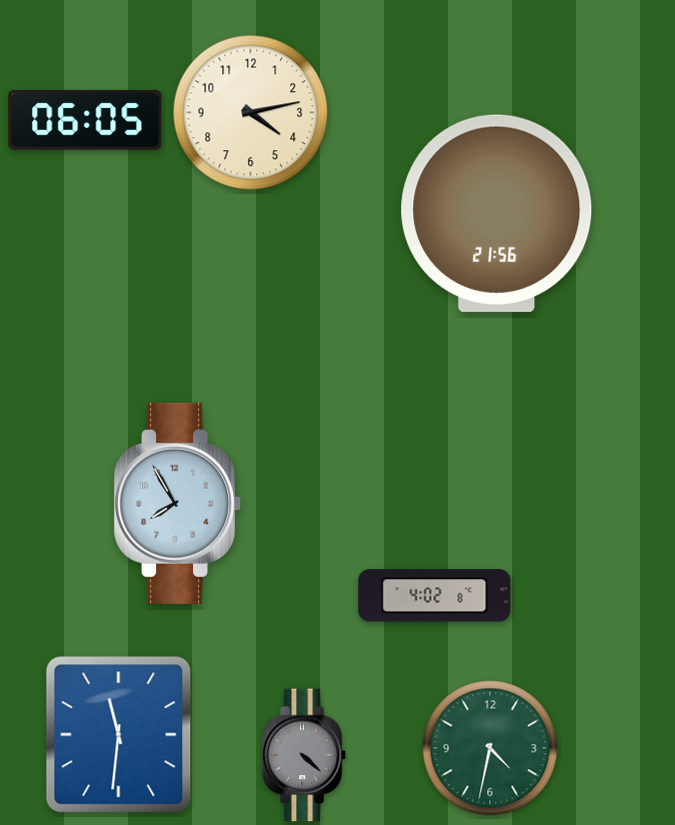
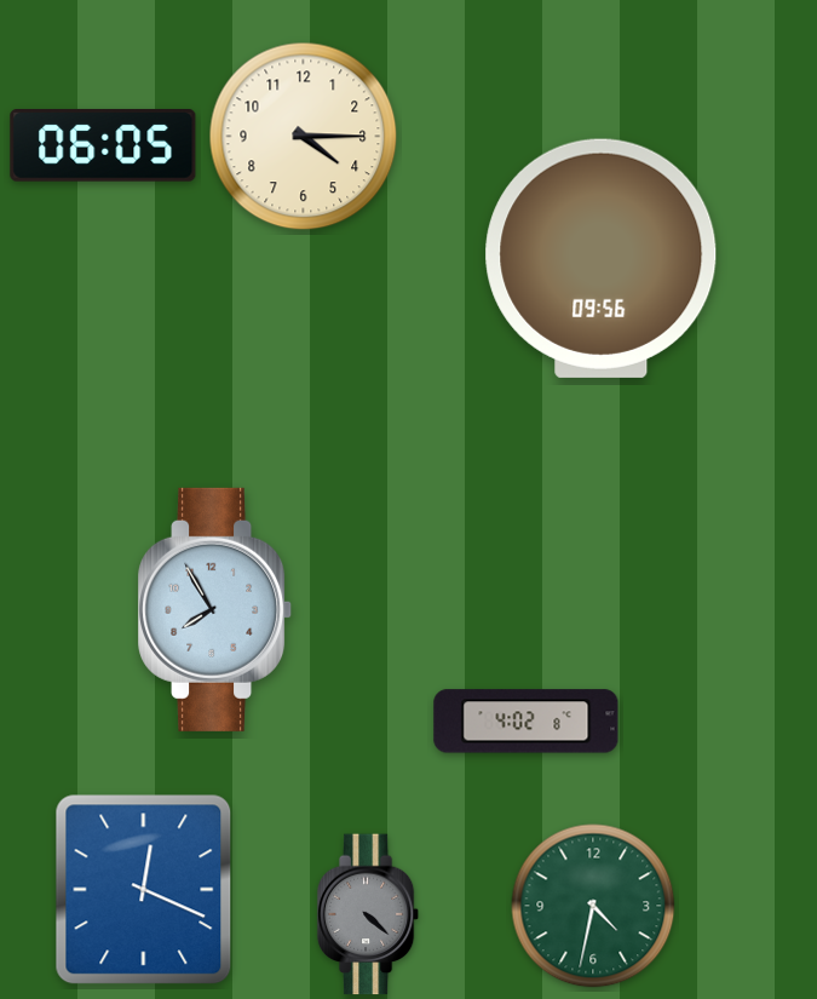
clock at (251, 113): 4:13 -> 4:15
clock at (497, 213): 21:56 -> 09:56
clock at (119, 735): 11:31 -> 12:19
